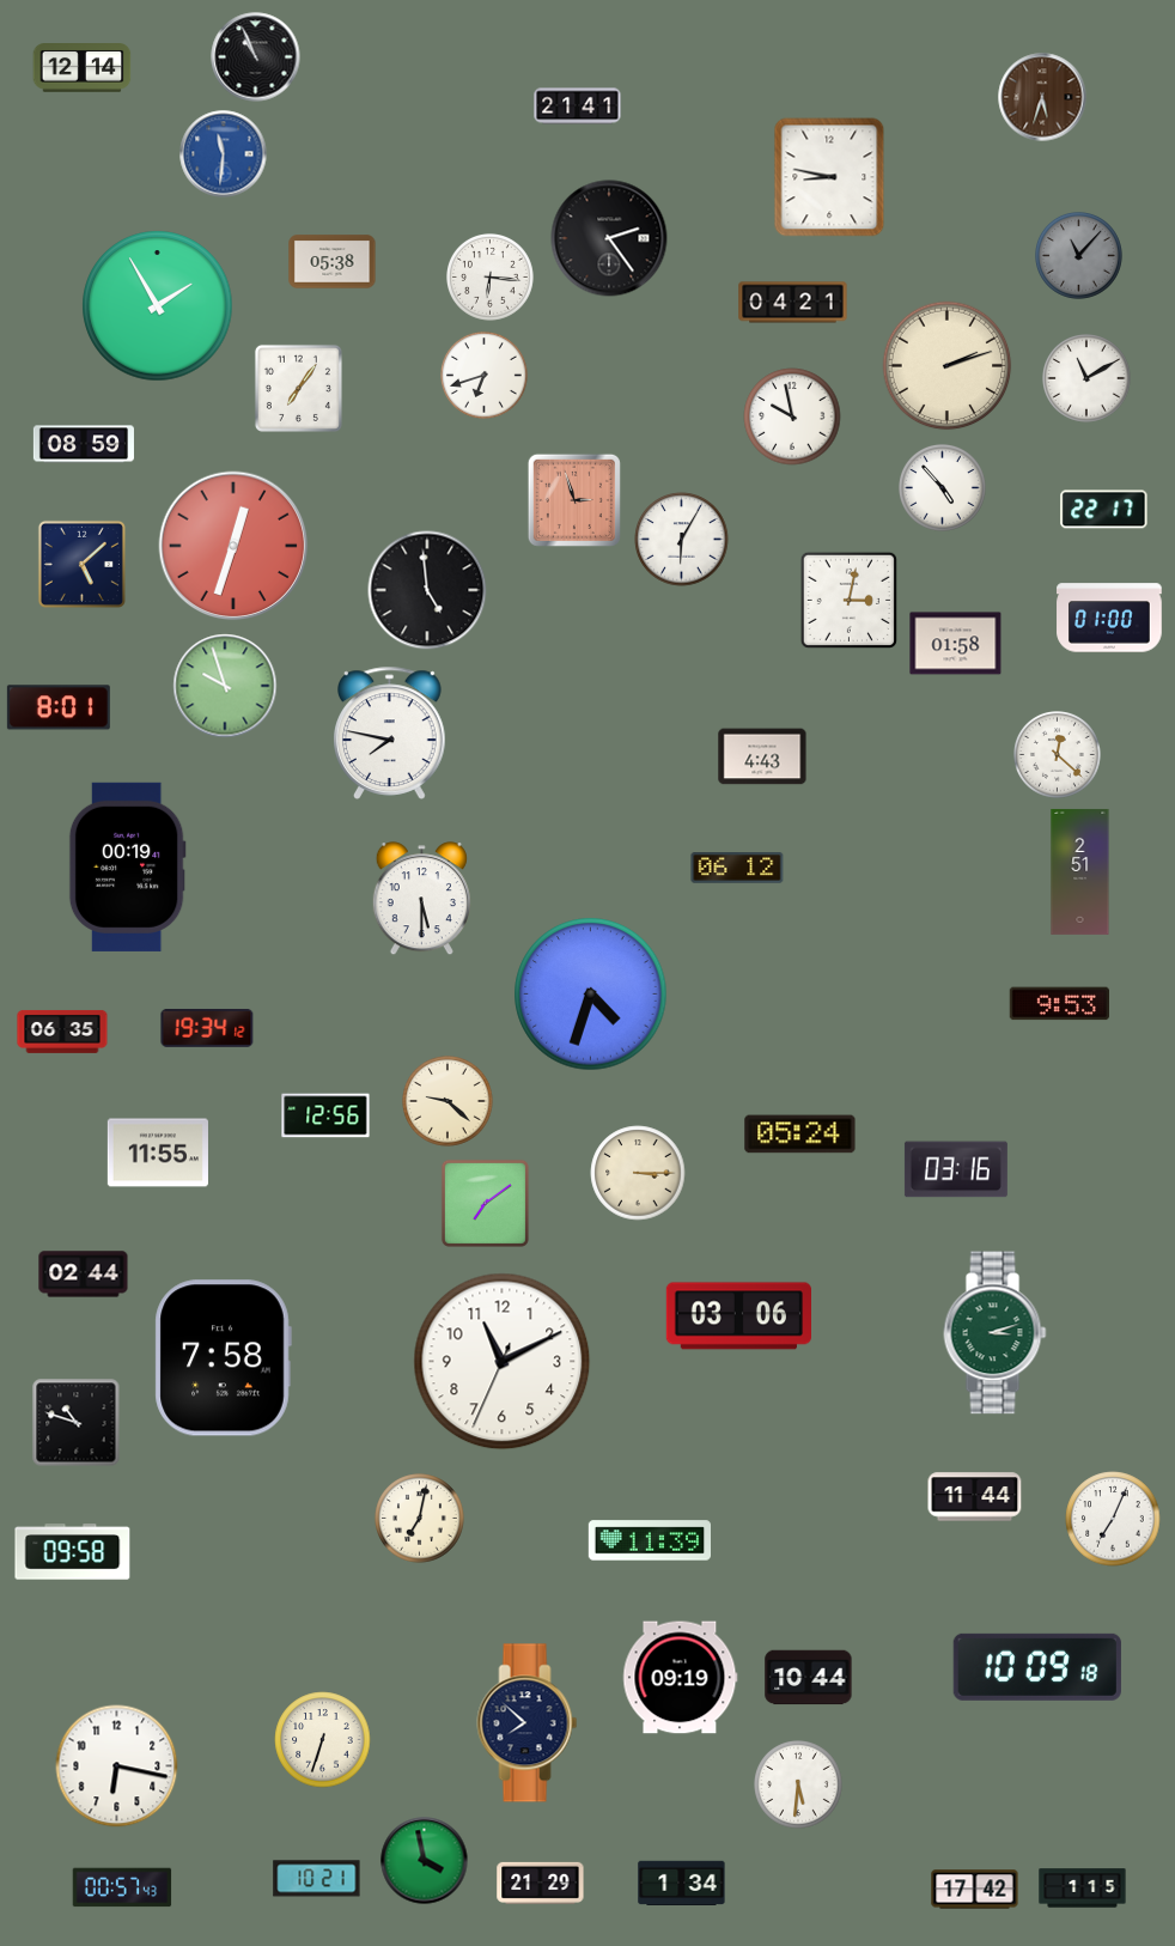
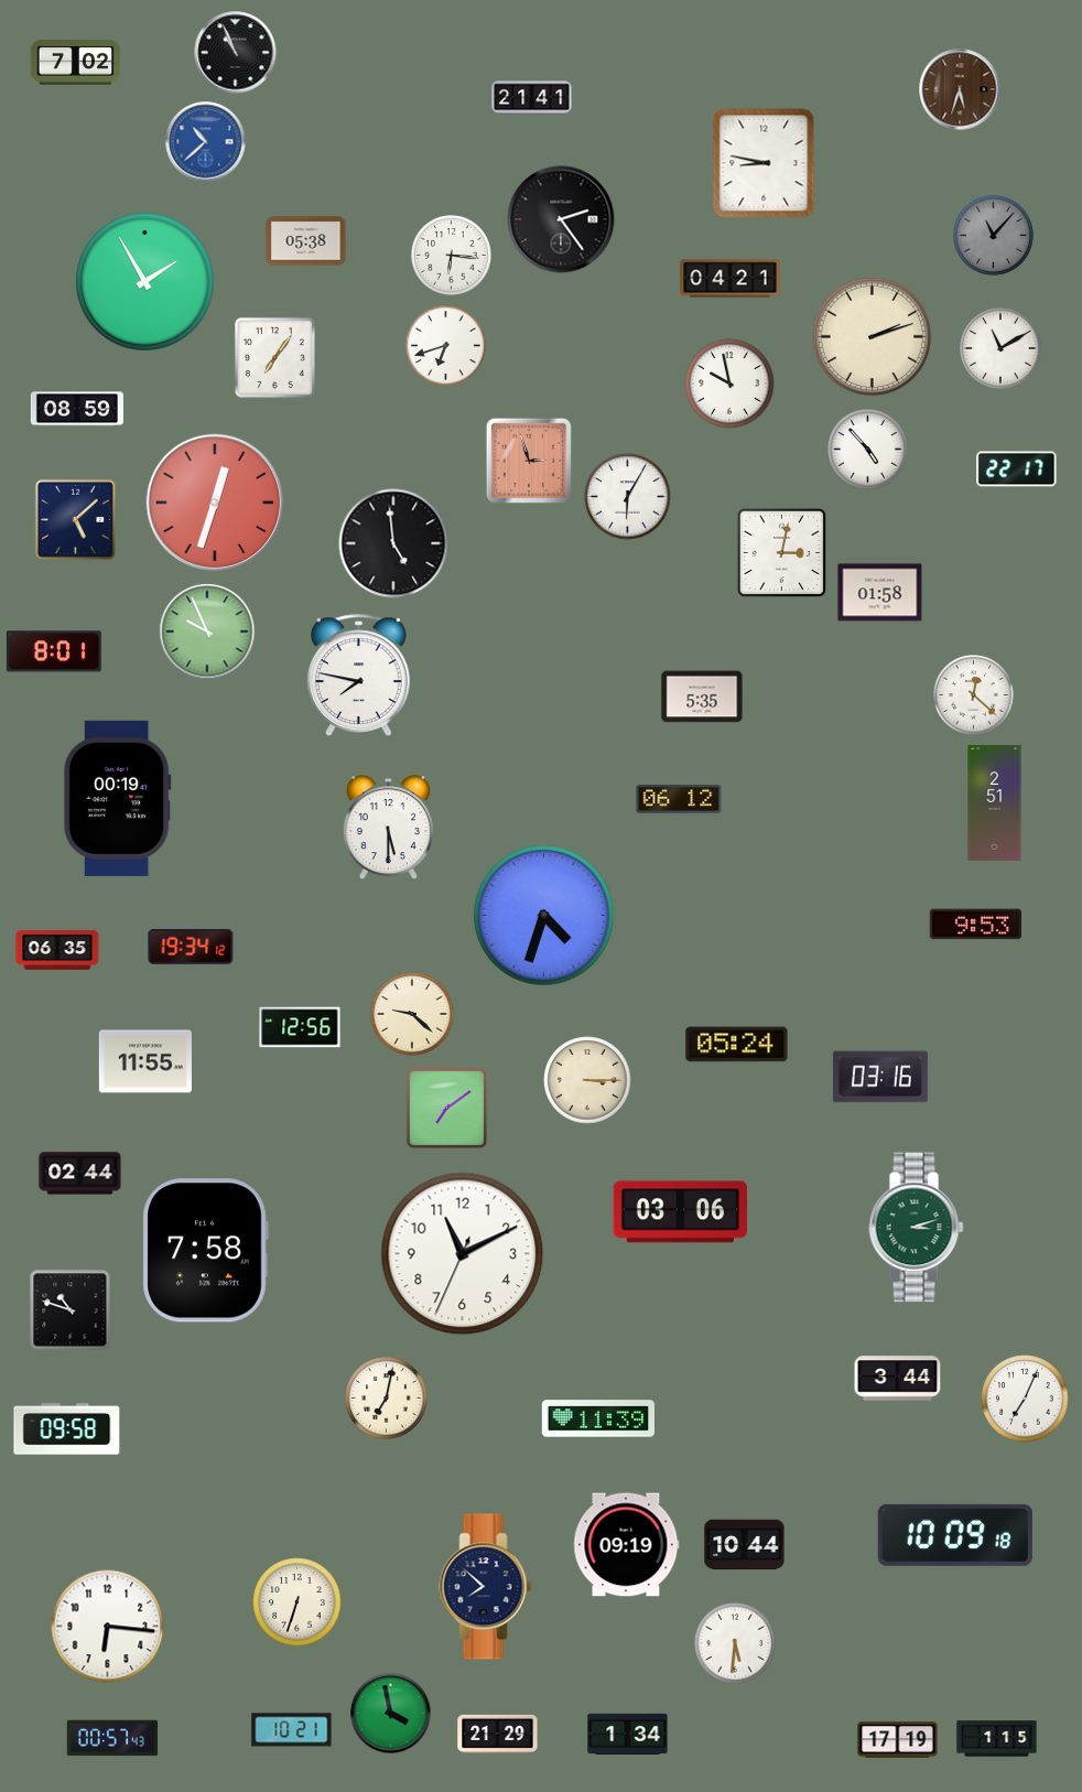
clock at (83, 68): 12:14 -> 7:02
clock at (224, 154): 11:31 -> 10:38
clock at (1109, 618): 01:00 -> none
clock at (225, 686): 9:57 -> 9:56
clock at (762, 756): 4:43 -> 5:35
clock at (84, 1275) position: (84, 1275) -> (80, 1174)
clock at (975, 1497): 11:44 -> 3:44
clock at (117, 1766): 6:17 -> 6:16
clock at (975, 1890): 17:42 -> 17:19
